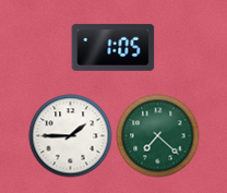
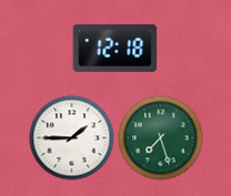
clock at (113, 47): 1:05 -> 12:18
clock at (158, 136): 7:22 -> 7:27
